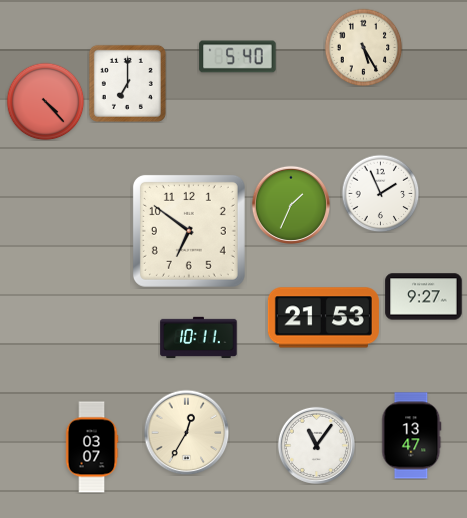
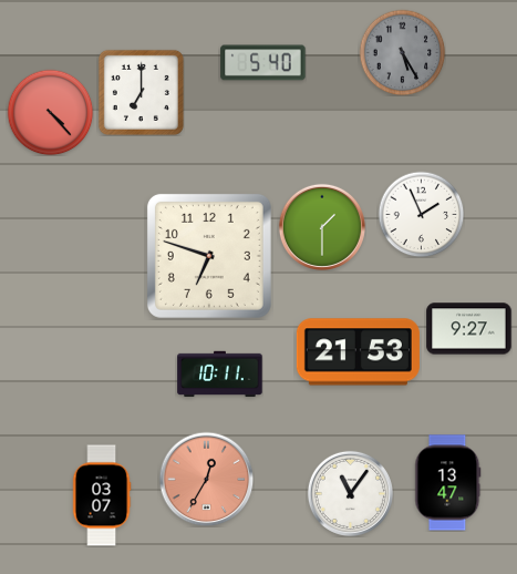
clock at (363, 47) dial: cream -> grey
clock at (291, 205): 1:34 -> 1:30
clock at (189, 231): 6:51 -> 6:48
clock at (186, 432) dial: cream -> salmon
clock at (412, 436) position: (412, 436) -> (448, 483)
